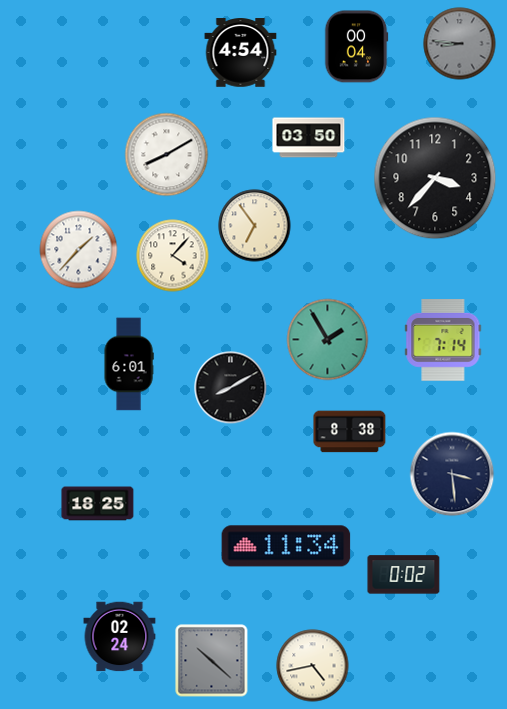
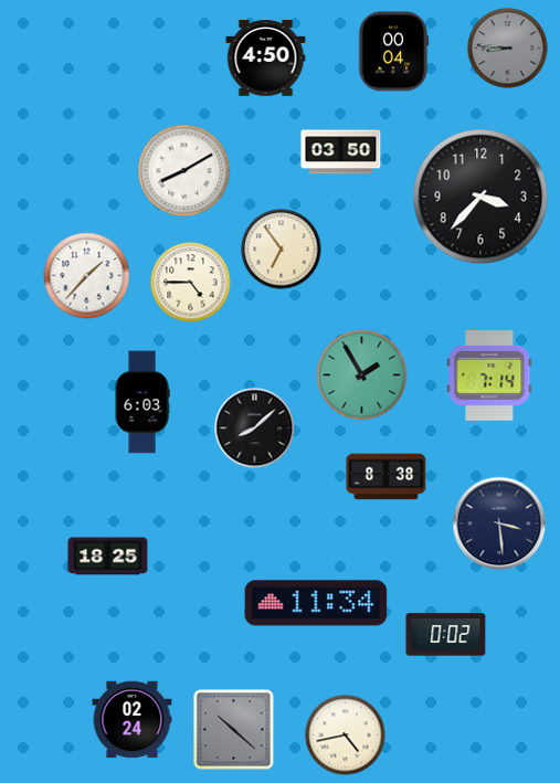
clock at (241, 53): 4:54 -> 4:50
clock at (173, 256): 4:07 -> 4:45
clock at (129, 364): 6:01 -> 6:03
clock at (231, 388): 8:10 -> 8:08
clock at (120, 637) position: (120, 637) -> (133, 720)
